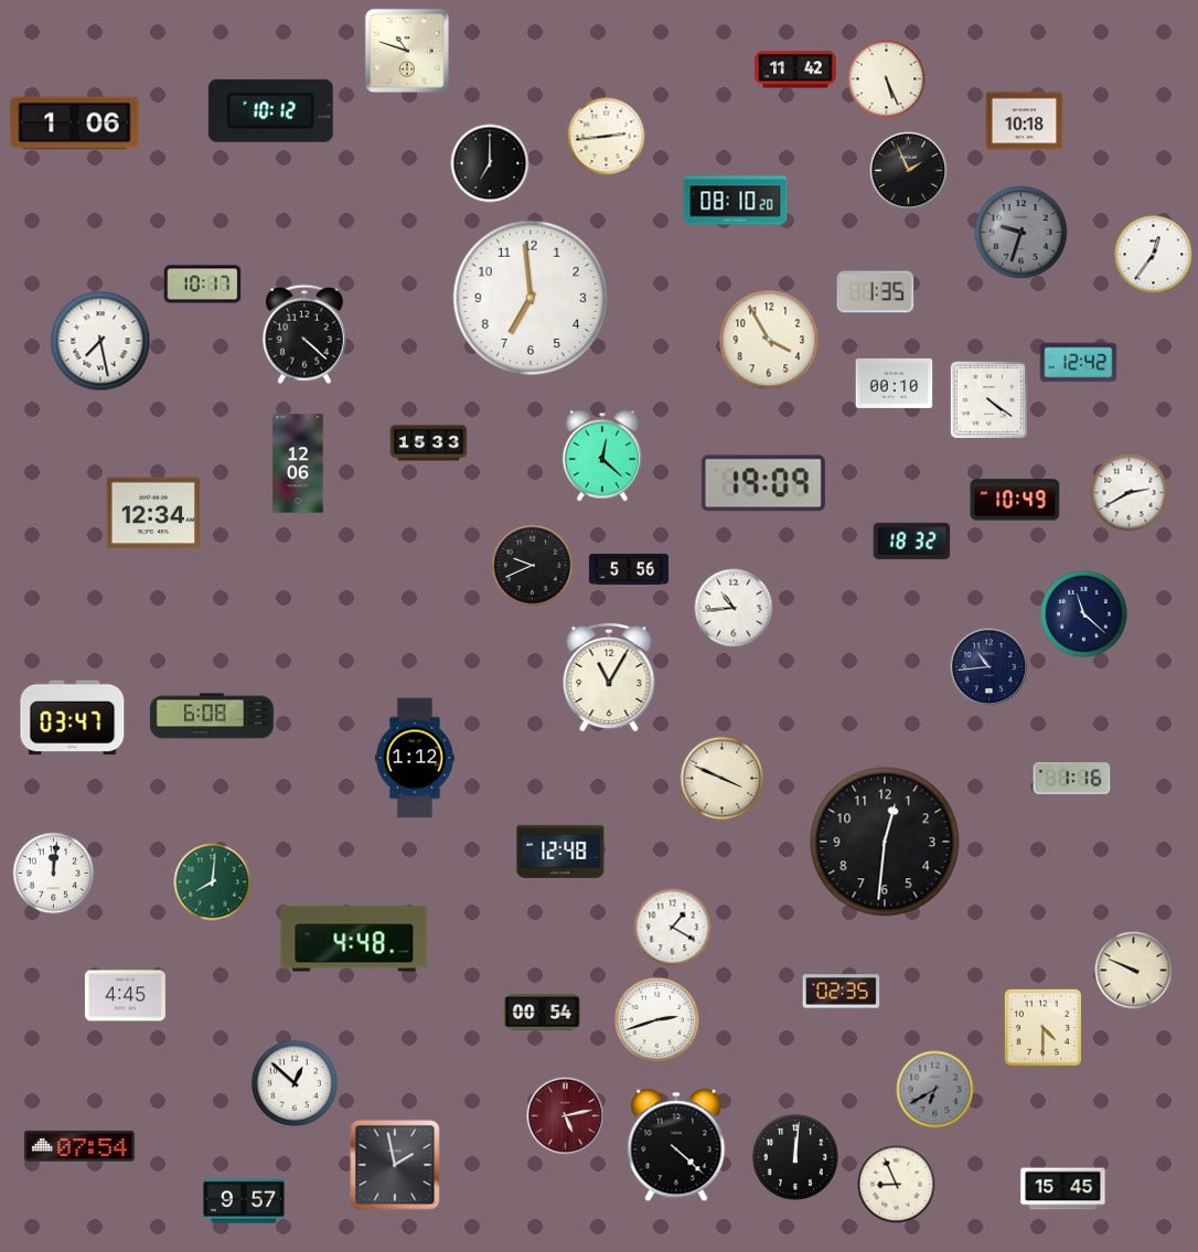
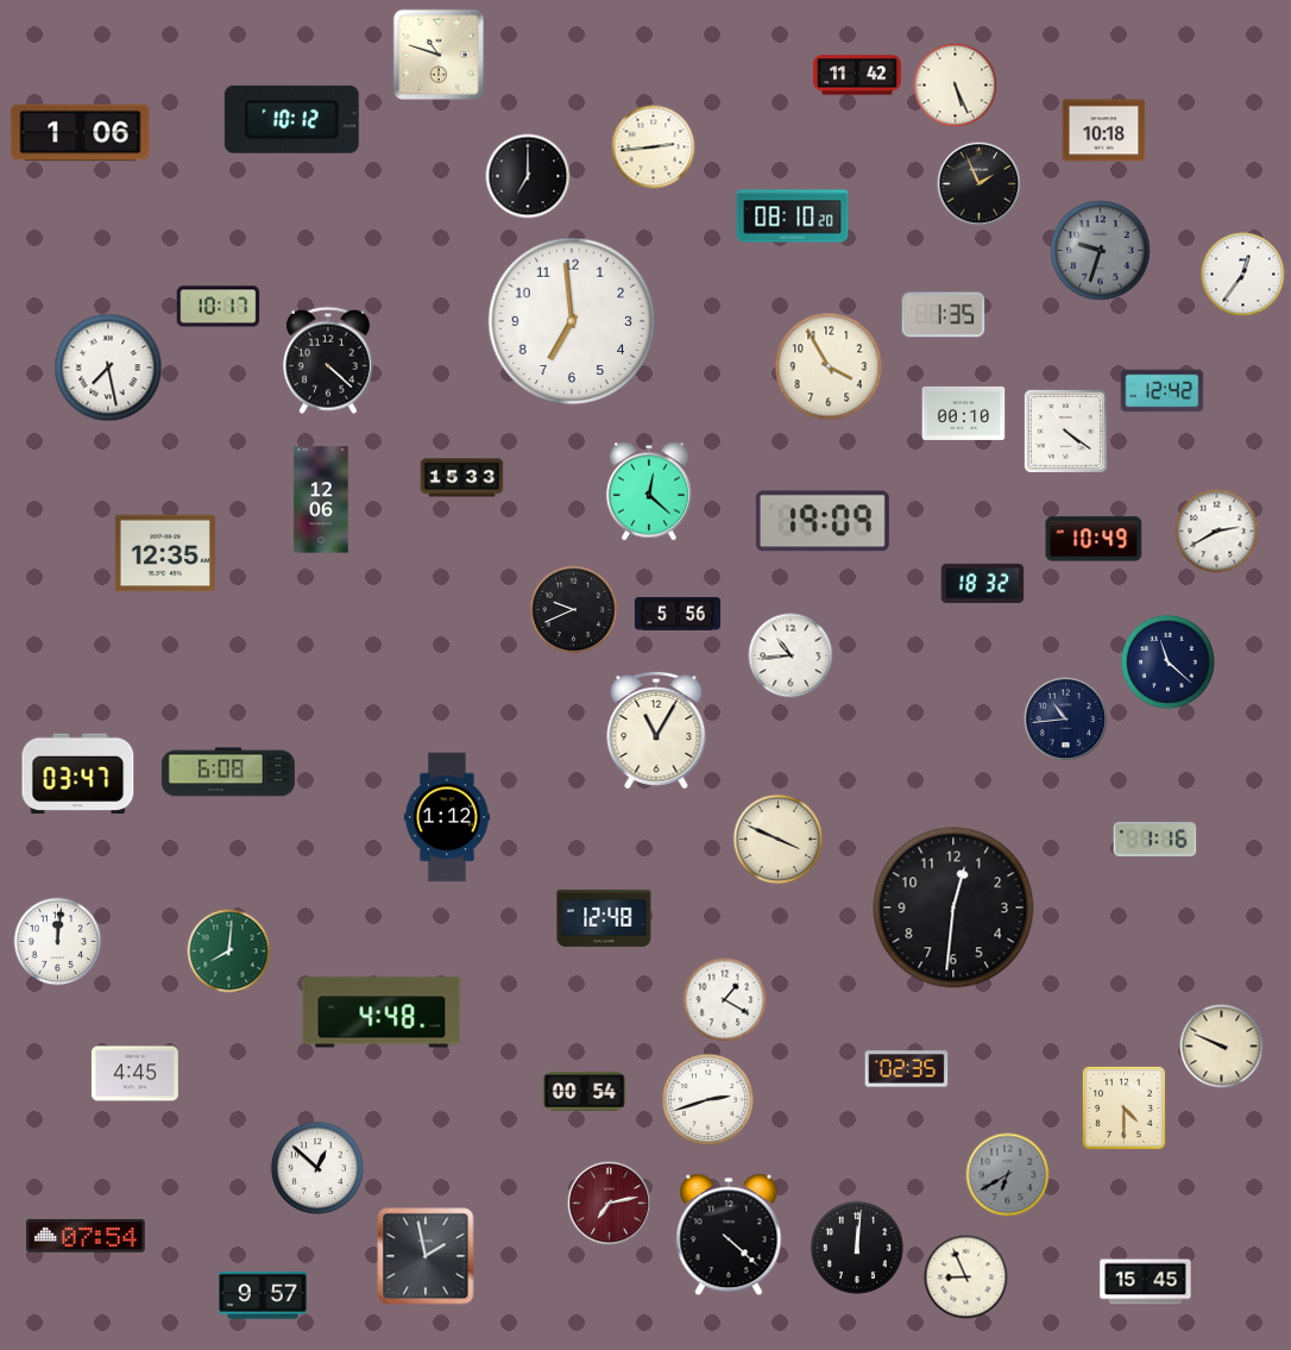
clock at (152, 513): 12:34 -> 12:35
clock at (566, 1116): 5:13 -> 7:13
